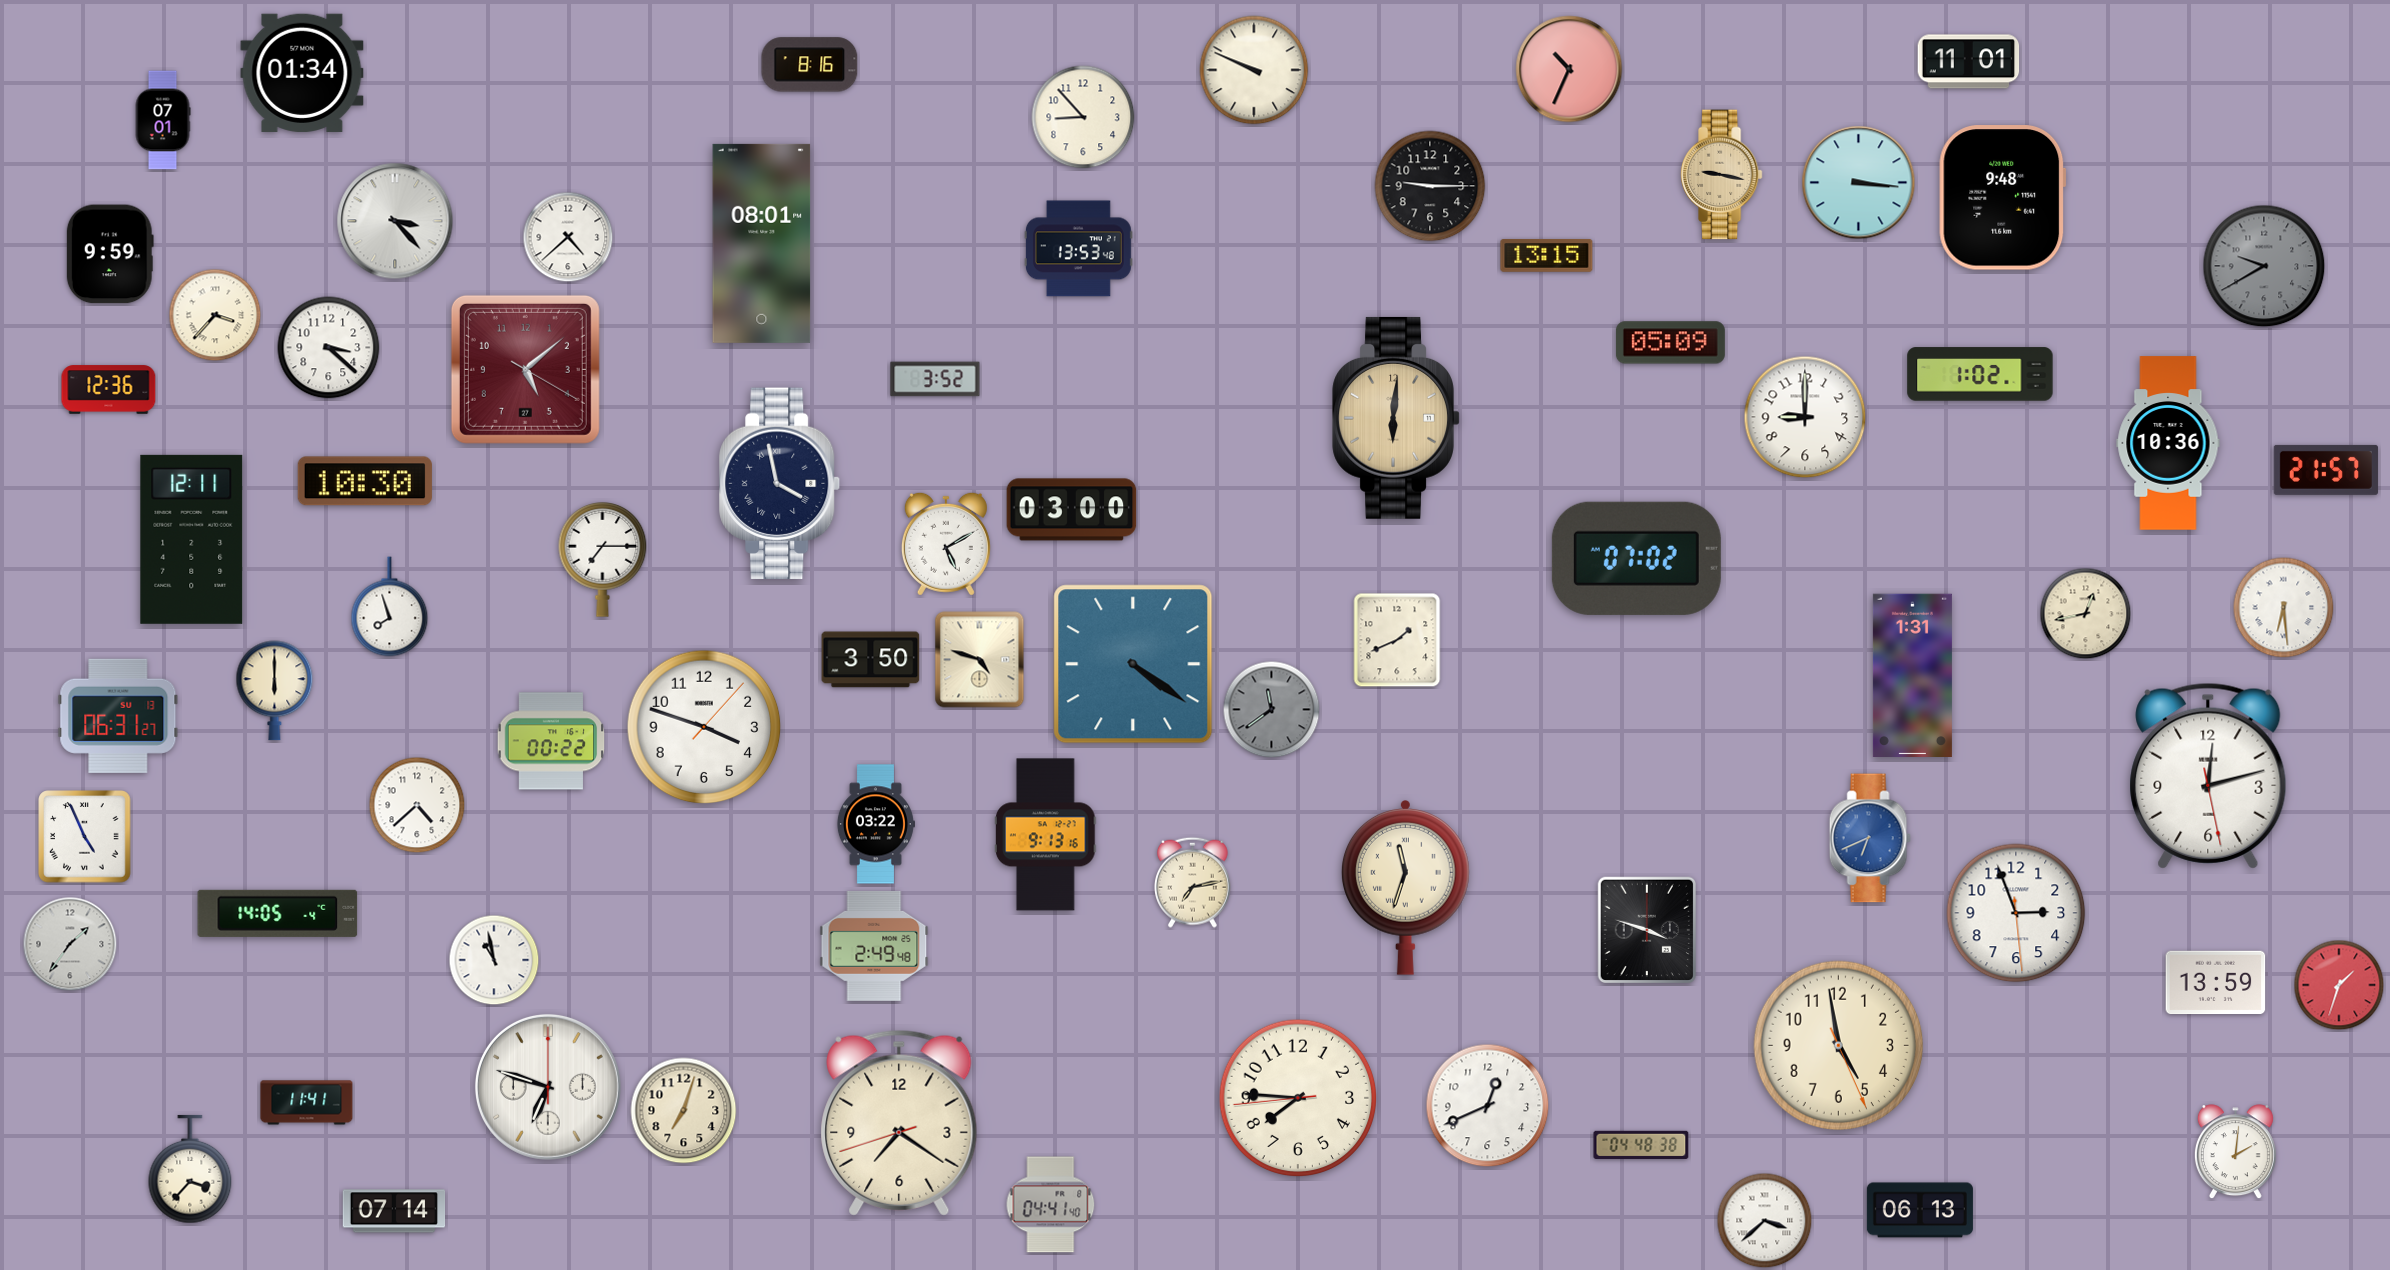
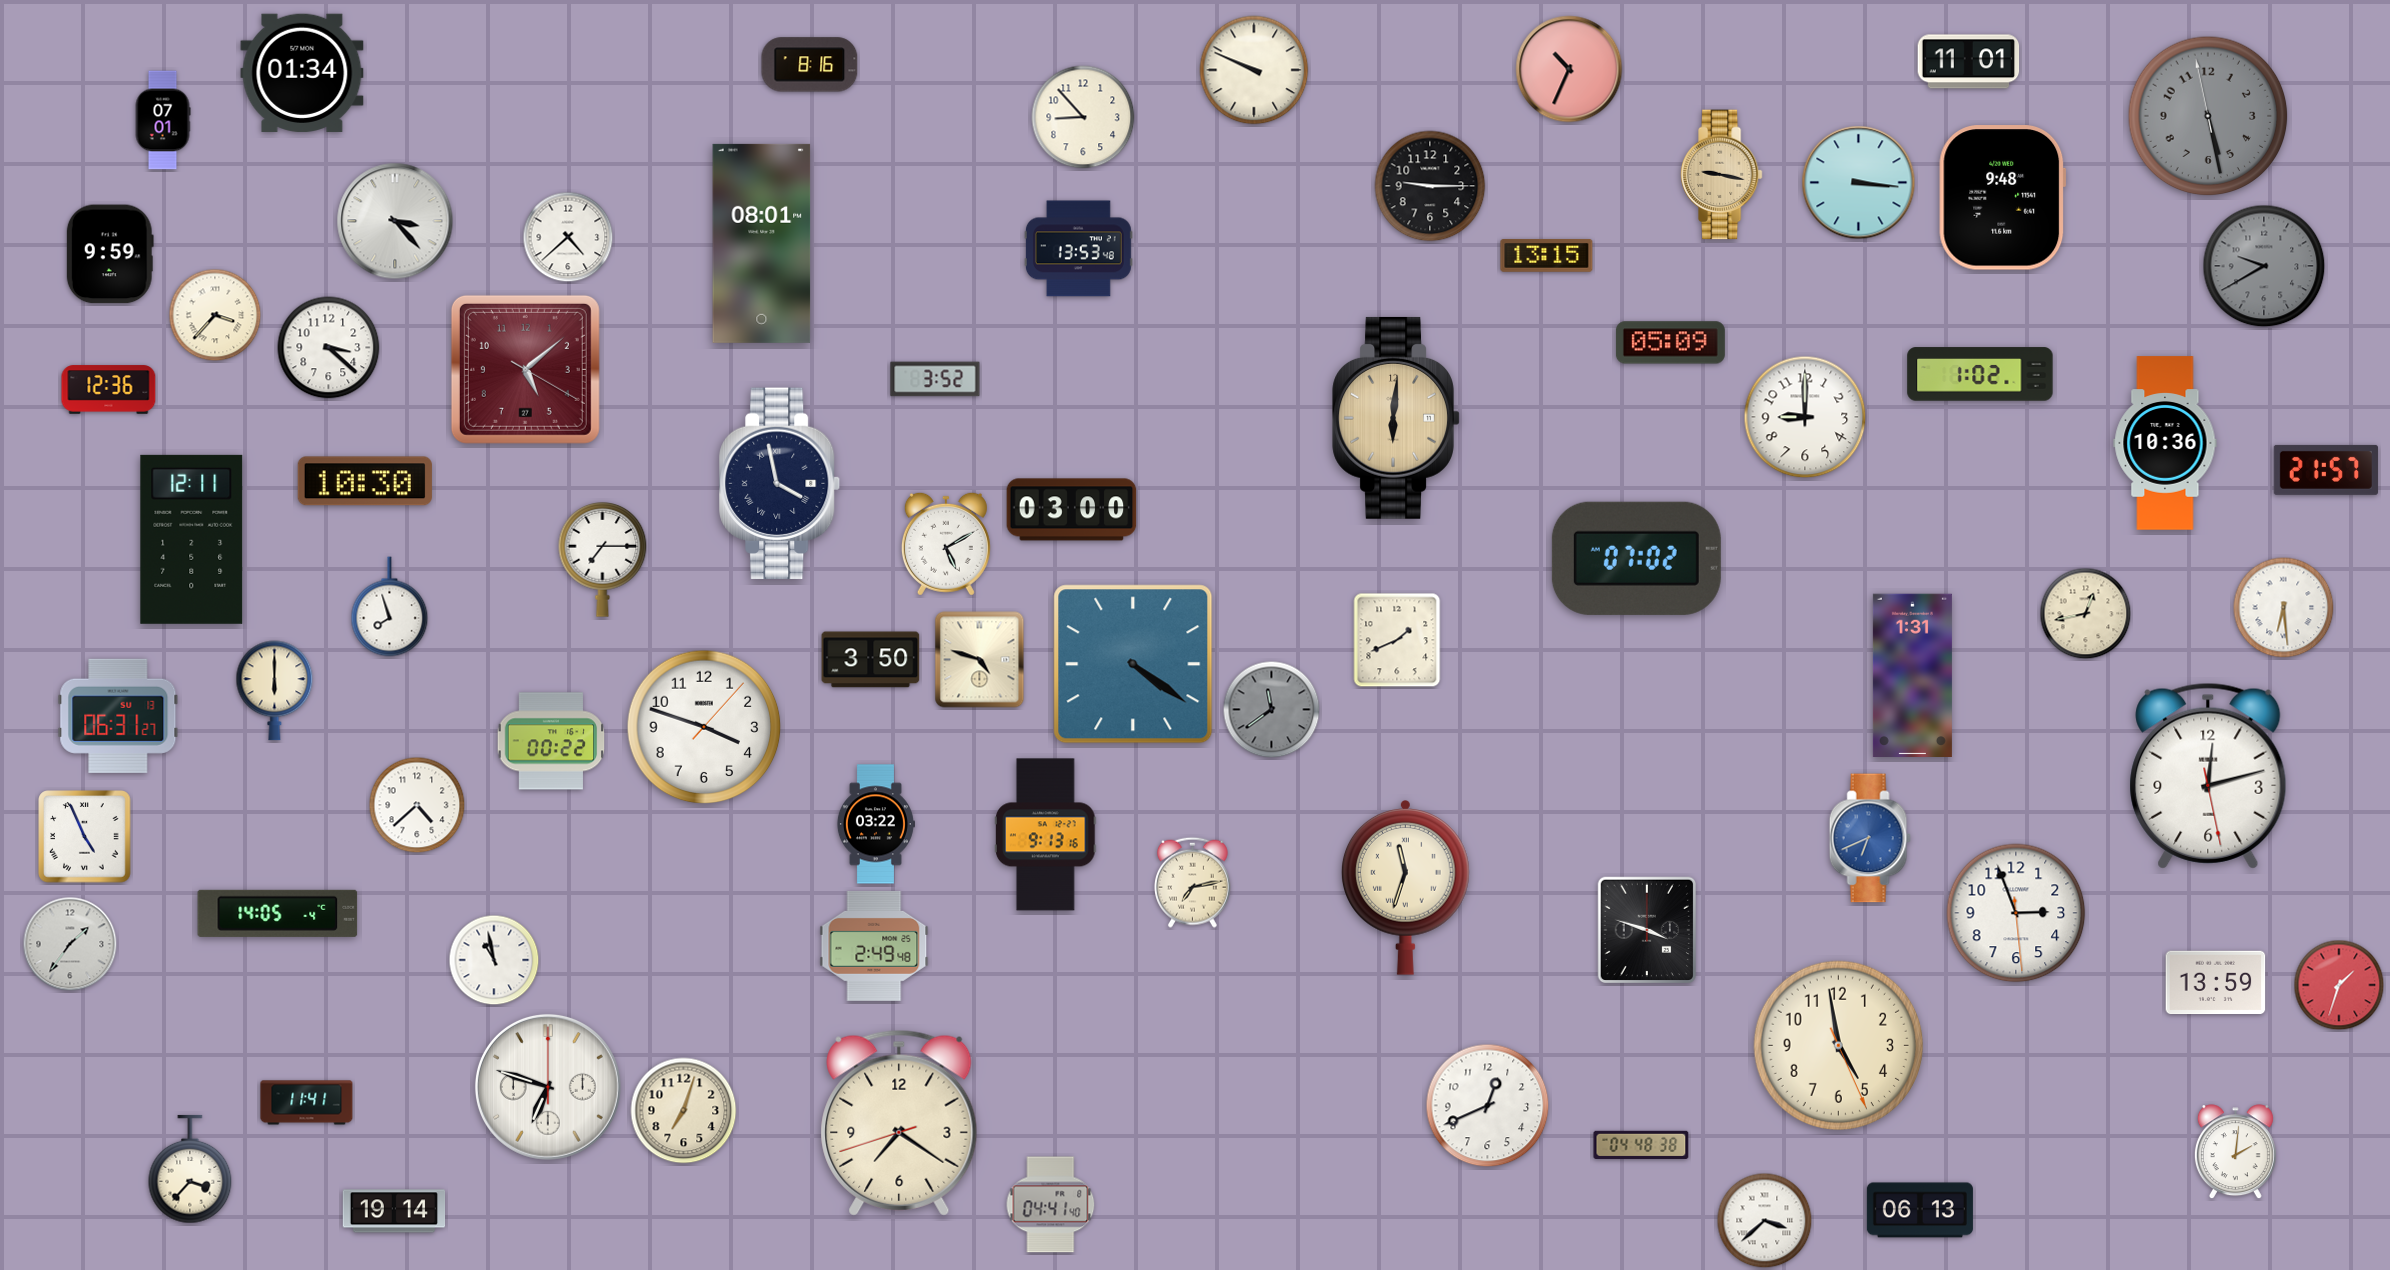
clock at (2208, 116): none -> 5:27
clock at (2168, 443) position: (2168, 443) -> (2165, 443)
clock at (1298, 1098): 7:45 -> none
clock at (394, 1211): 07:14 -> 19:14
